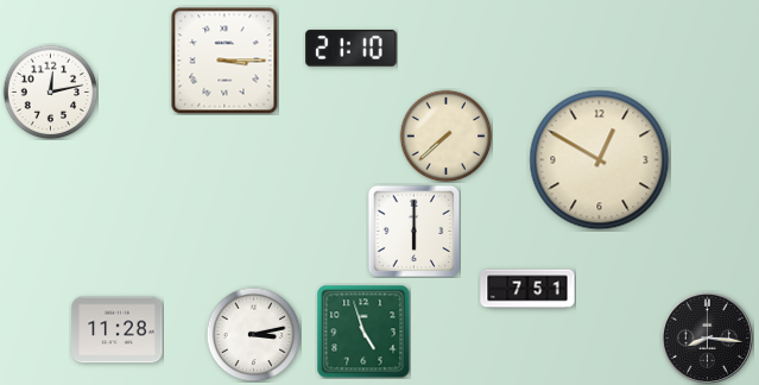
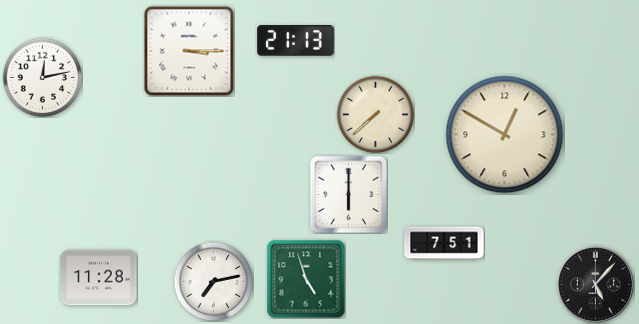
clock at (352, 49): 21:10 -> 21:13
clock at (253, 334): 3:13 -> 7:13
clock at (707, 337): 8:16 -> 5:07
